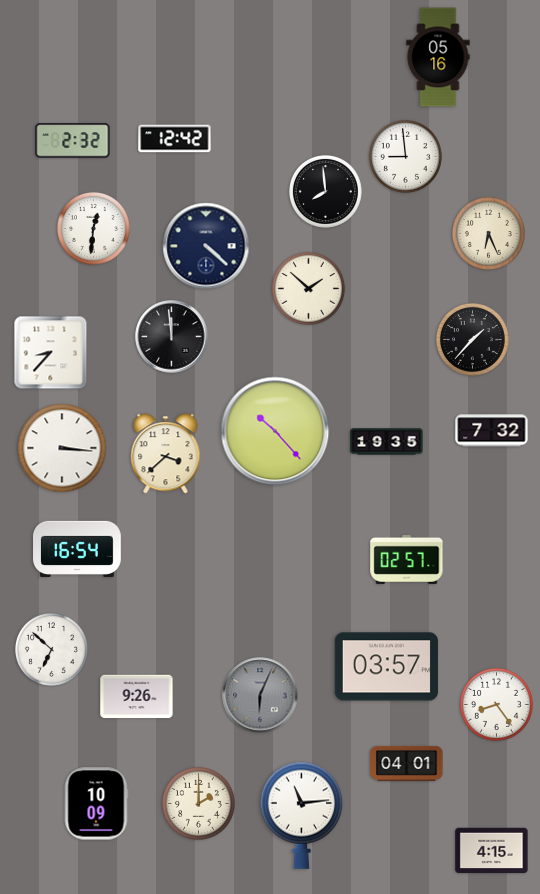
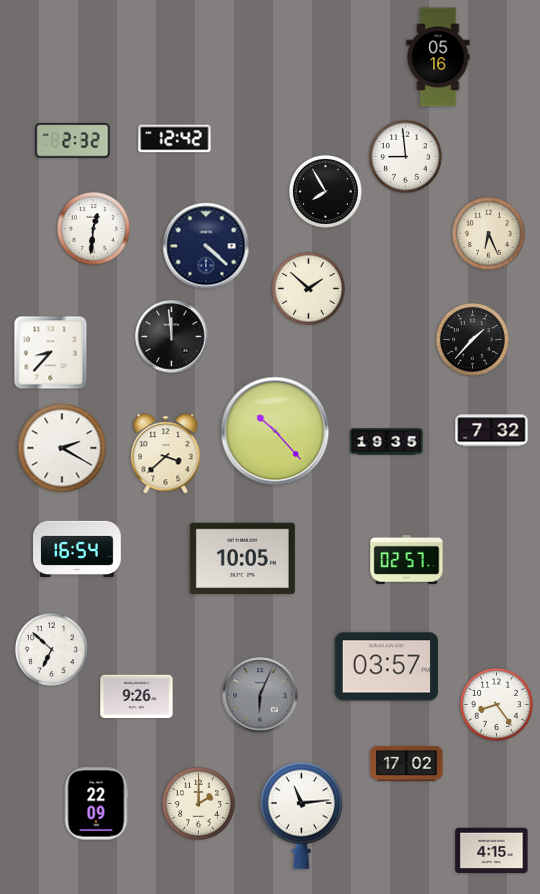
clock at (325, 191): 7:59 -> 7:55
clock at (62, 448): 3:16 -> 2:20
clock at (242, 559): none -> 10:05
clock at (407, 763): 04:01 -> 17:02
clock at (96, 804): 10:09 -> 22:09
